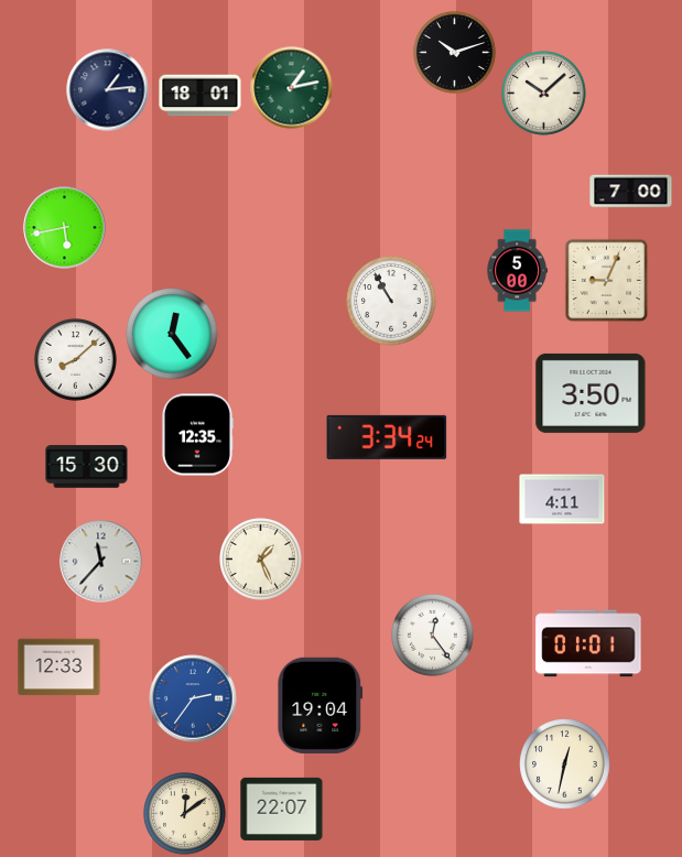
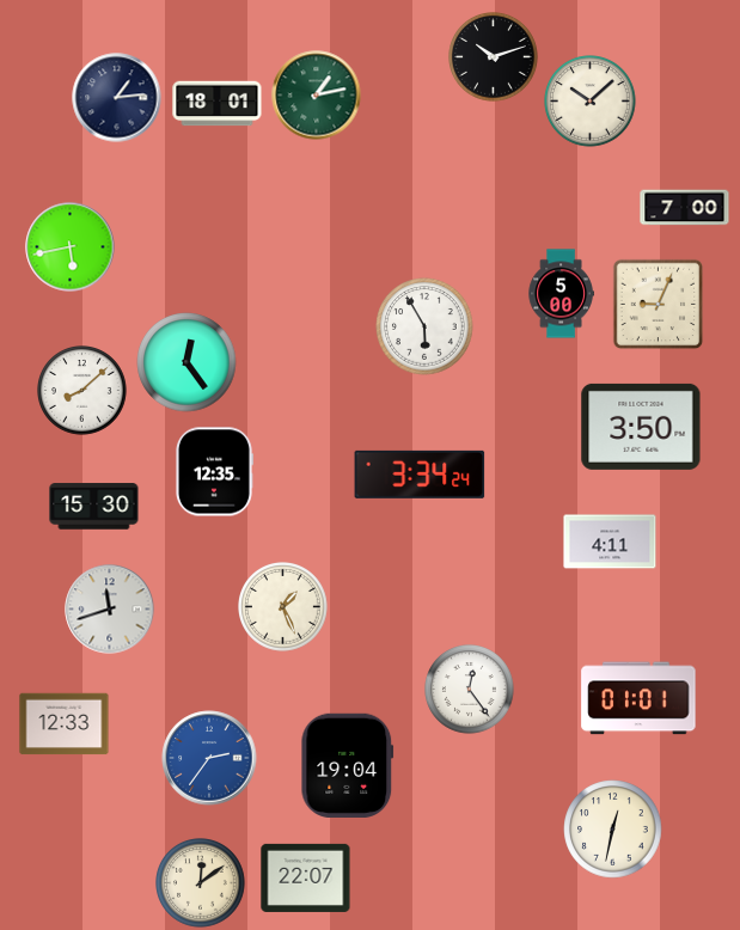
clock at (391, 301): 10:55 -> 5:55
clock at (101, 562): 11:37 -> 11:42
